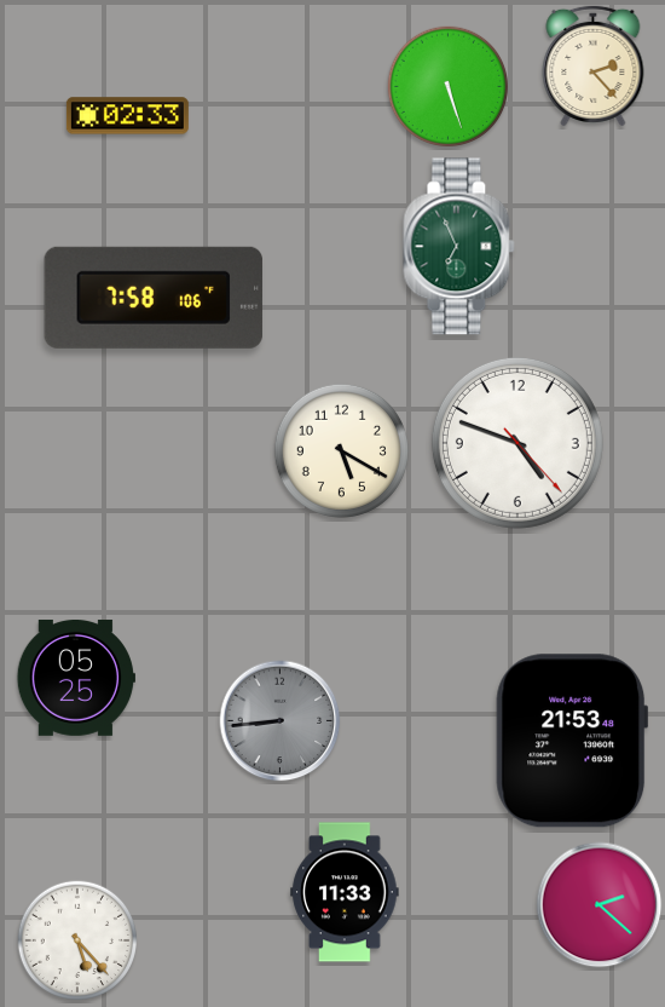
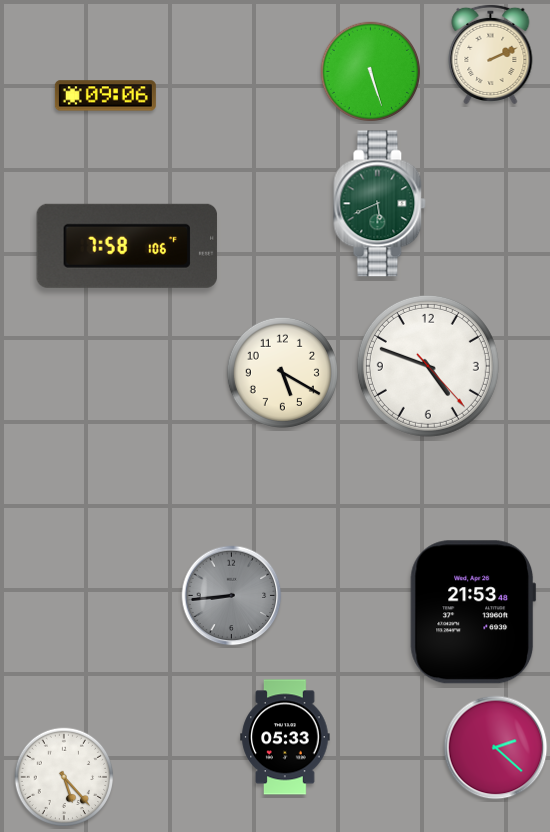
clock at (594, 64): 2:23 -> 2:11
clock at (127, 116): 02:33 -> 09:06
clock at (459, 247): 6:56 -> 5:41
clock at (76, 678): 05:25 -> none
clock at (345, 892): 11:33 -> 05:33
